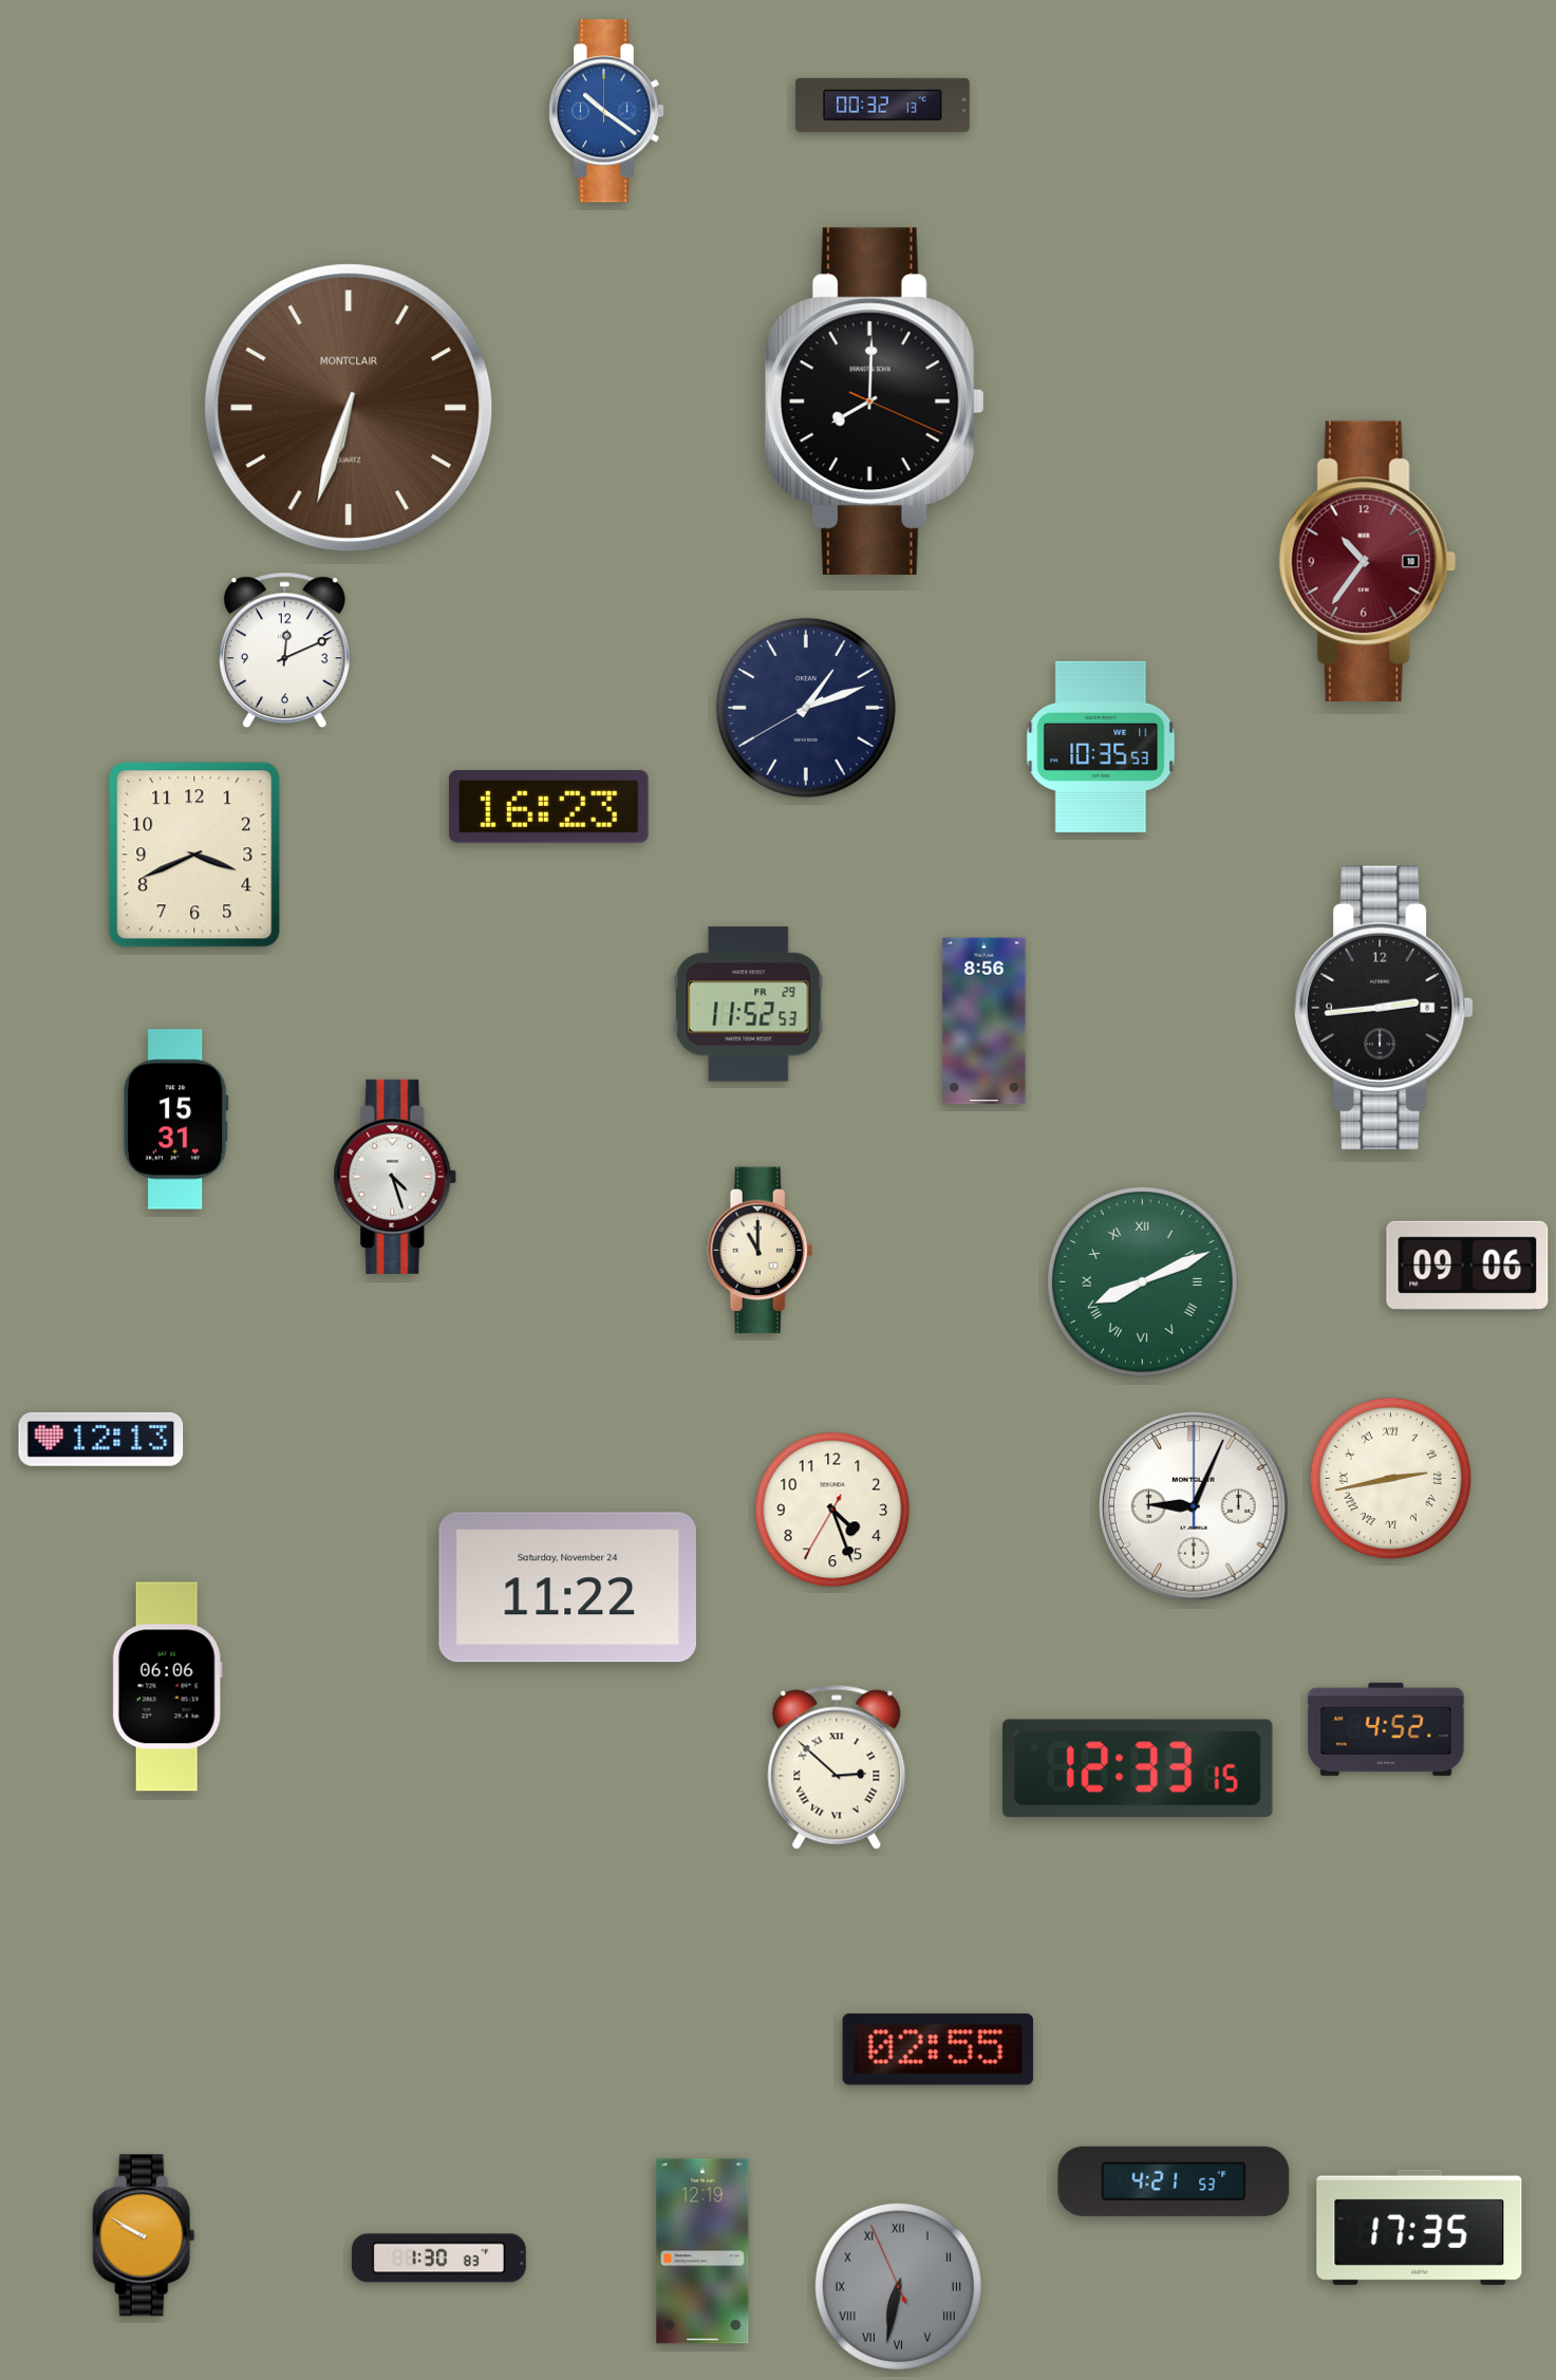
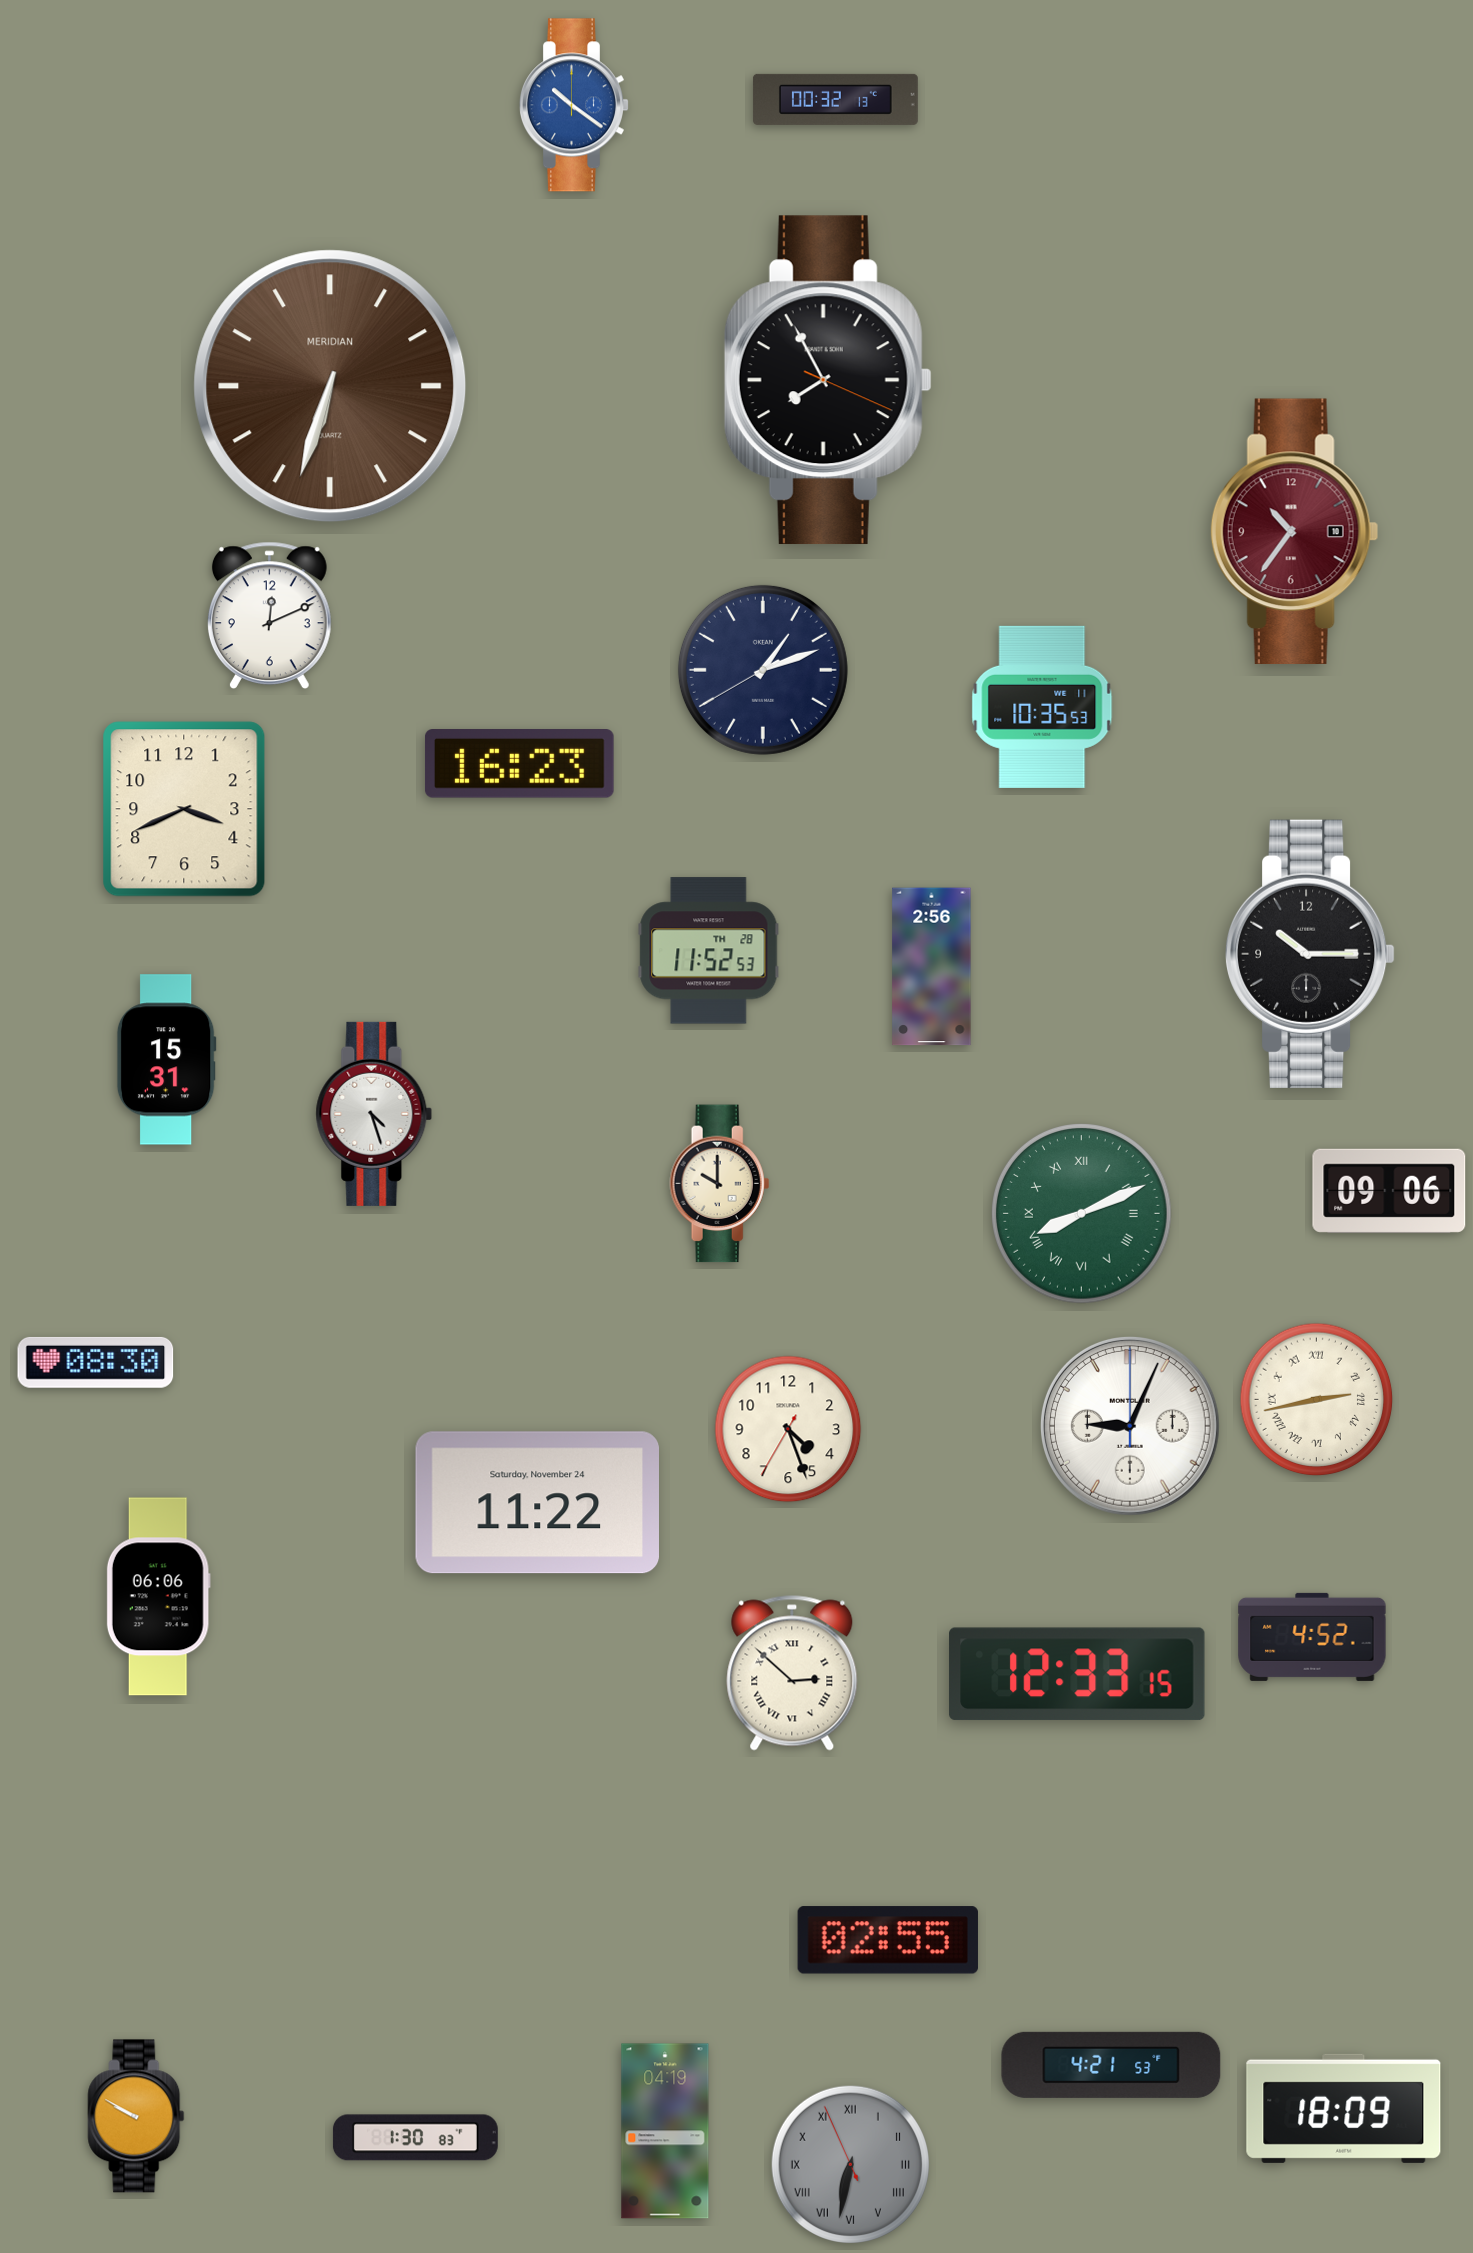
clock at (875, 401): 8:00 -> 7:55
clock at (349, 408) brand: MONTCLAIR -> MERIDIAN
clock at (749, 1005) date: FR 29 -> TH 28
clock at (1385, 1008): 2:44 -> 10:15
clock at (985, 1022): 8:56 -> 2:56
clock at (761, 1251): 11:00 -> 10:00
clock at (1467, 1266) position: (1467, 1266) -> (1389, 1191)
clock at (101, 1439): 12:13 -> 08:30
clock at (1420, 2227): 17:35 -> 18:09
clock at (702, 2251): 12:19 -> 04:19
